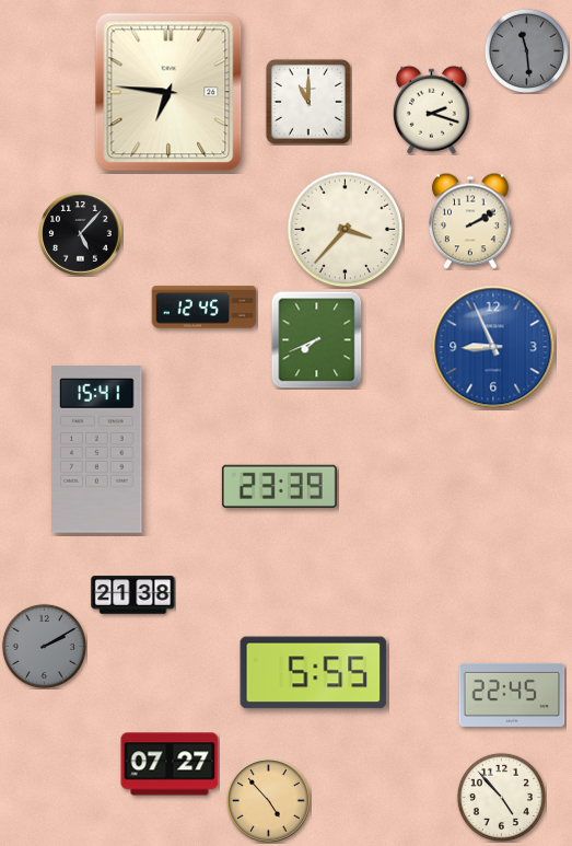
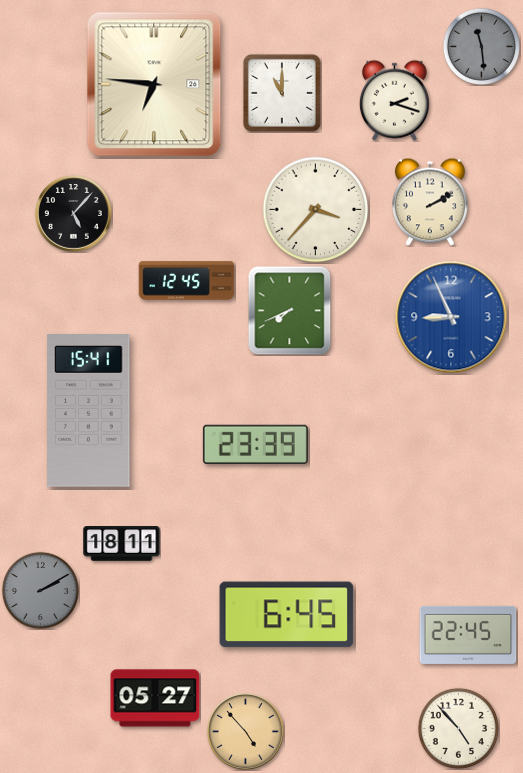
clock at (133, 595): 21:38 -> 18:11
clock at (314, 673): 5:55 -> 6:45
clock at (170, 764): 07:27 -> 05:27
